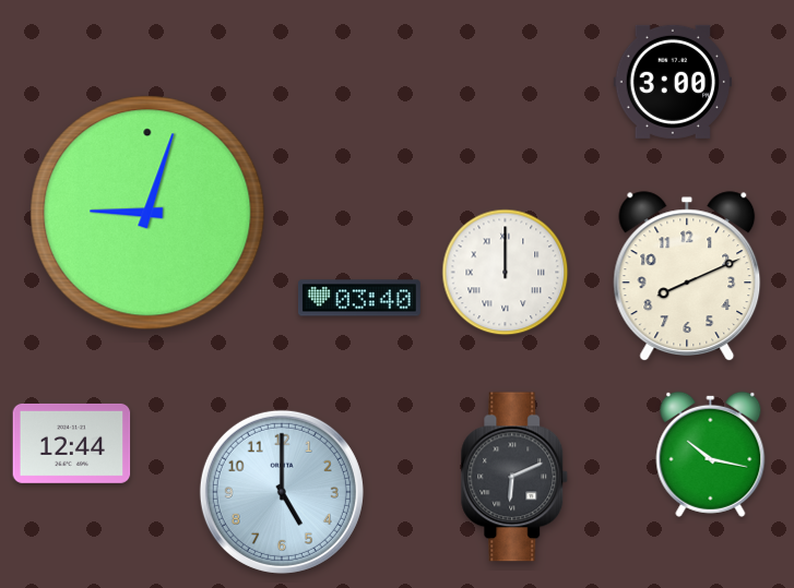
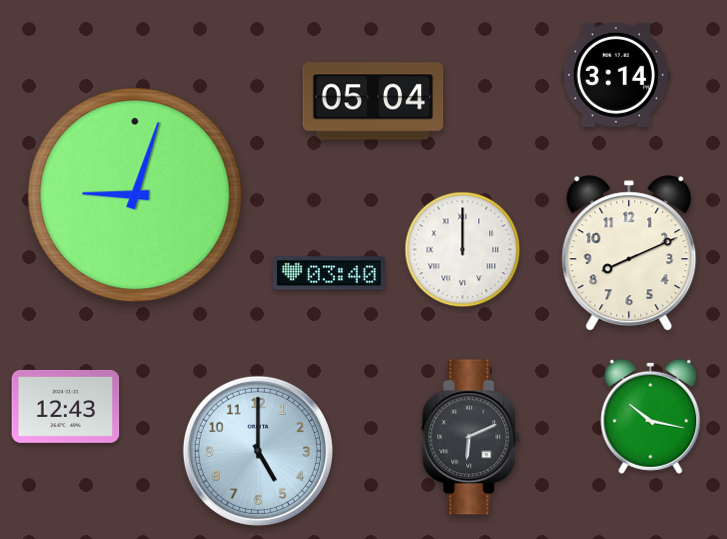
clock at (672, 82): 3:00 -> 3:14
clock at (373, 101): none -> 05:04
clock at (72, 443): 12:44 -> 12:43
